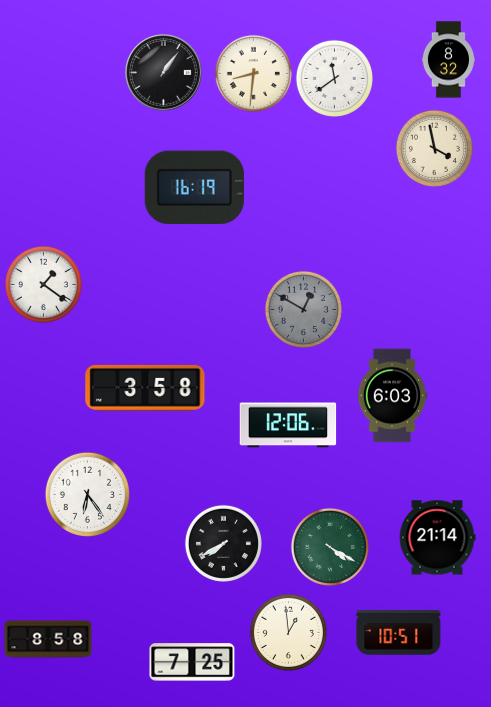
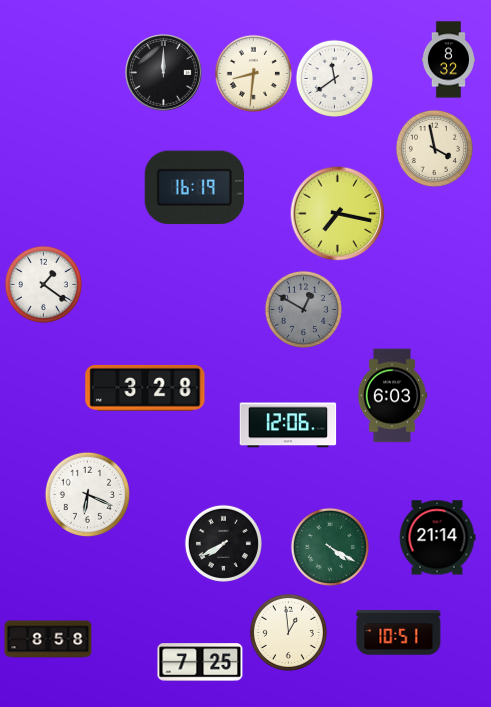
clock at (164, 73): 1:06 -> 12:00
clock at (337, 213): none -> 7:17
clock at (145, 388): 3:58 -> 3:28
clock at (87, 494): 6:24 -> 6:19
clock at (192, 662) position: (192, 662) -> (200, 662)
